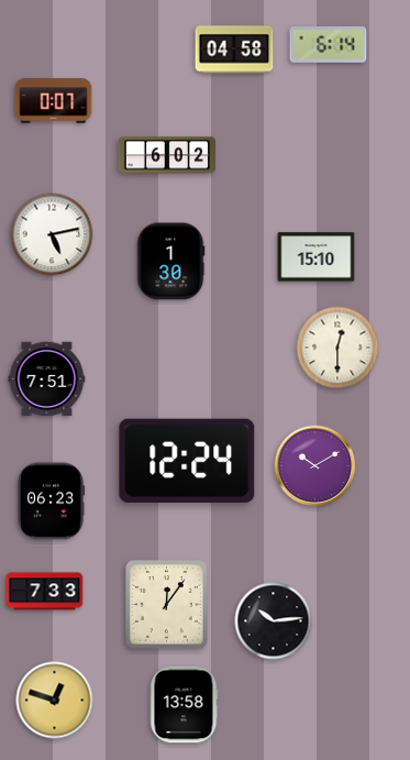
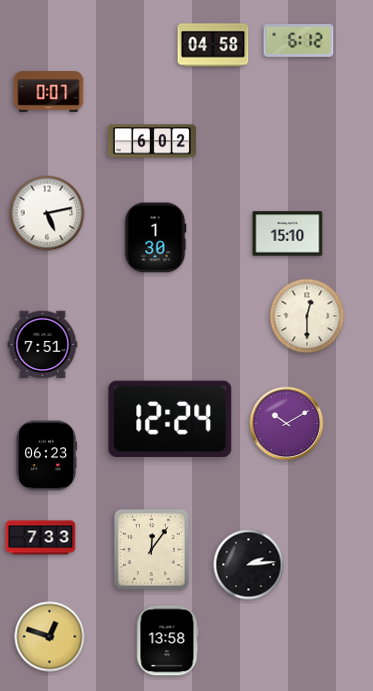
clock at (329, 45): 6:14 -> 6:12
clock at (274, 621): 10:14 -> 2:14
